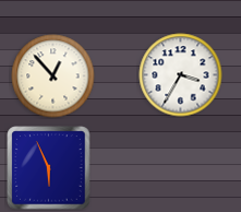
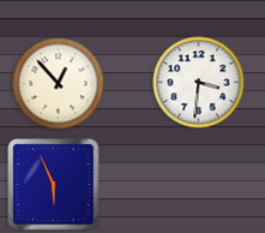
clock at (181, 75): 3:35 -> 3:31
